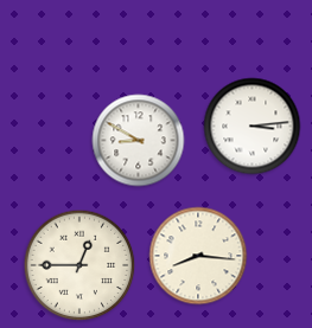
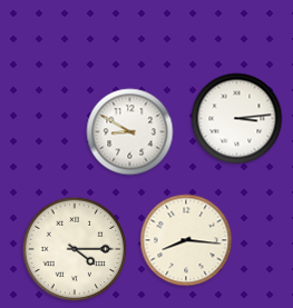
clock at (79, 265): 12:45 -> 4:15
